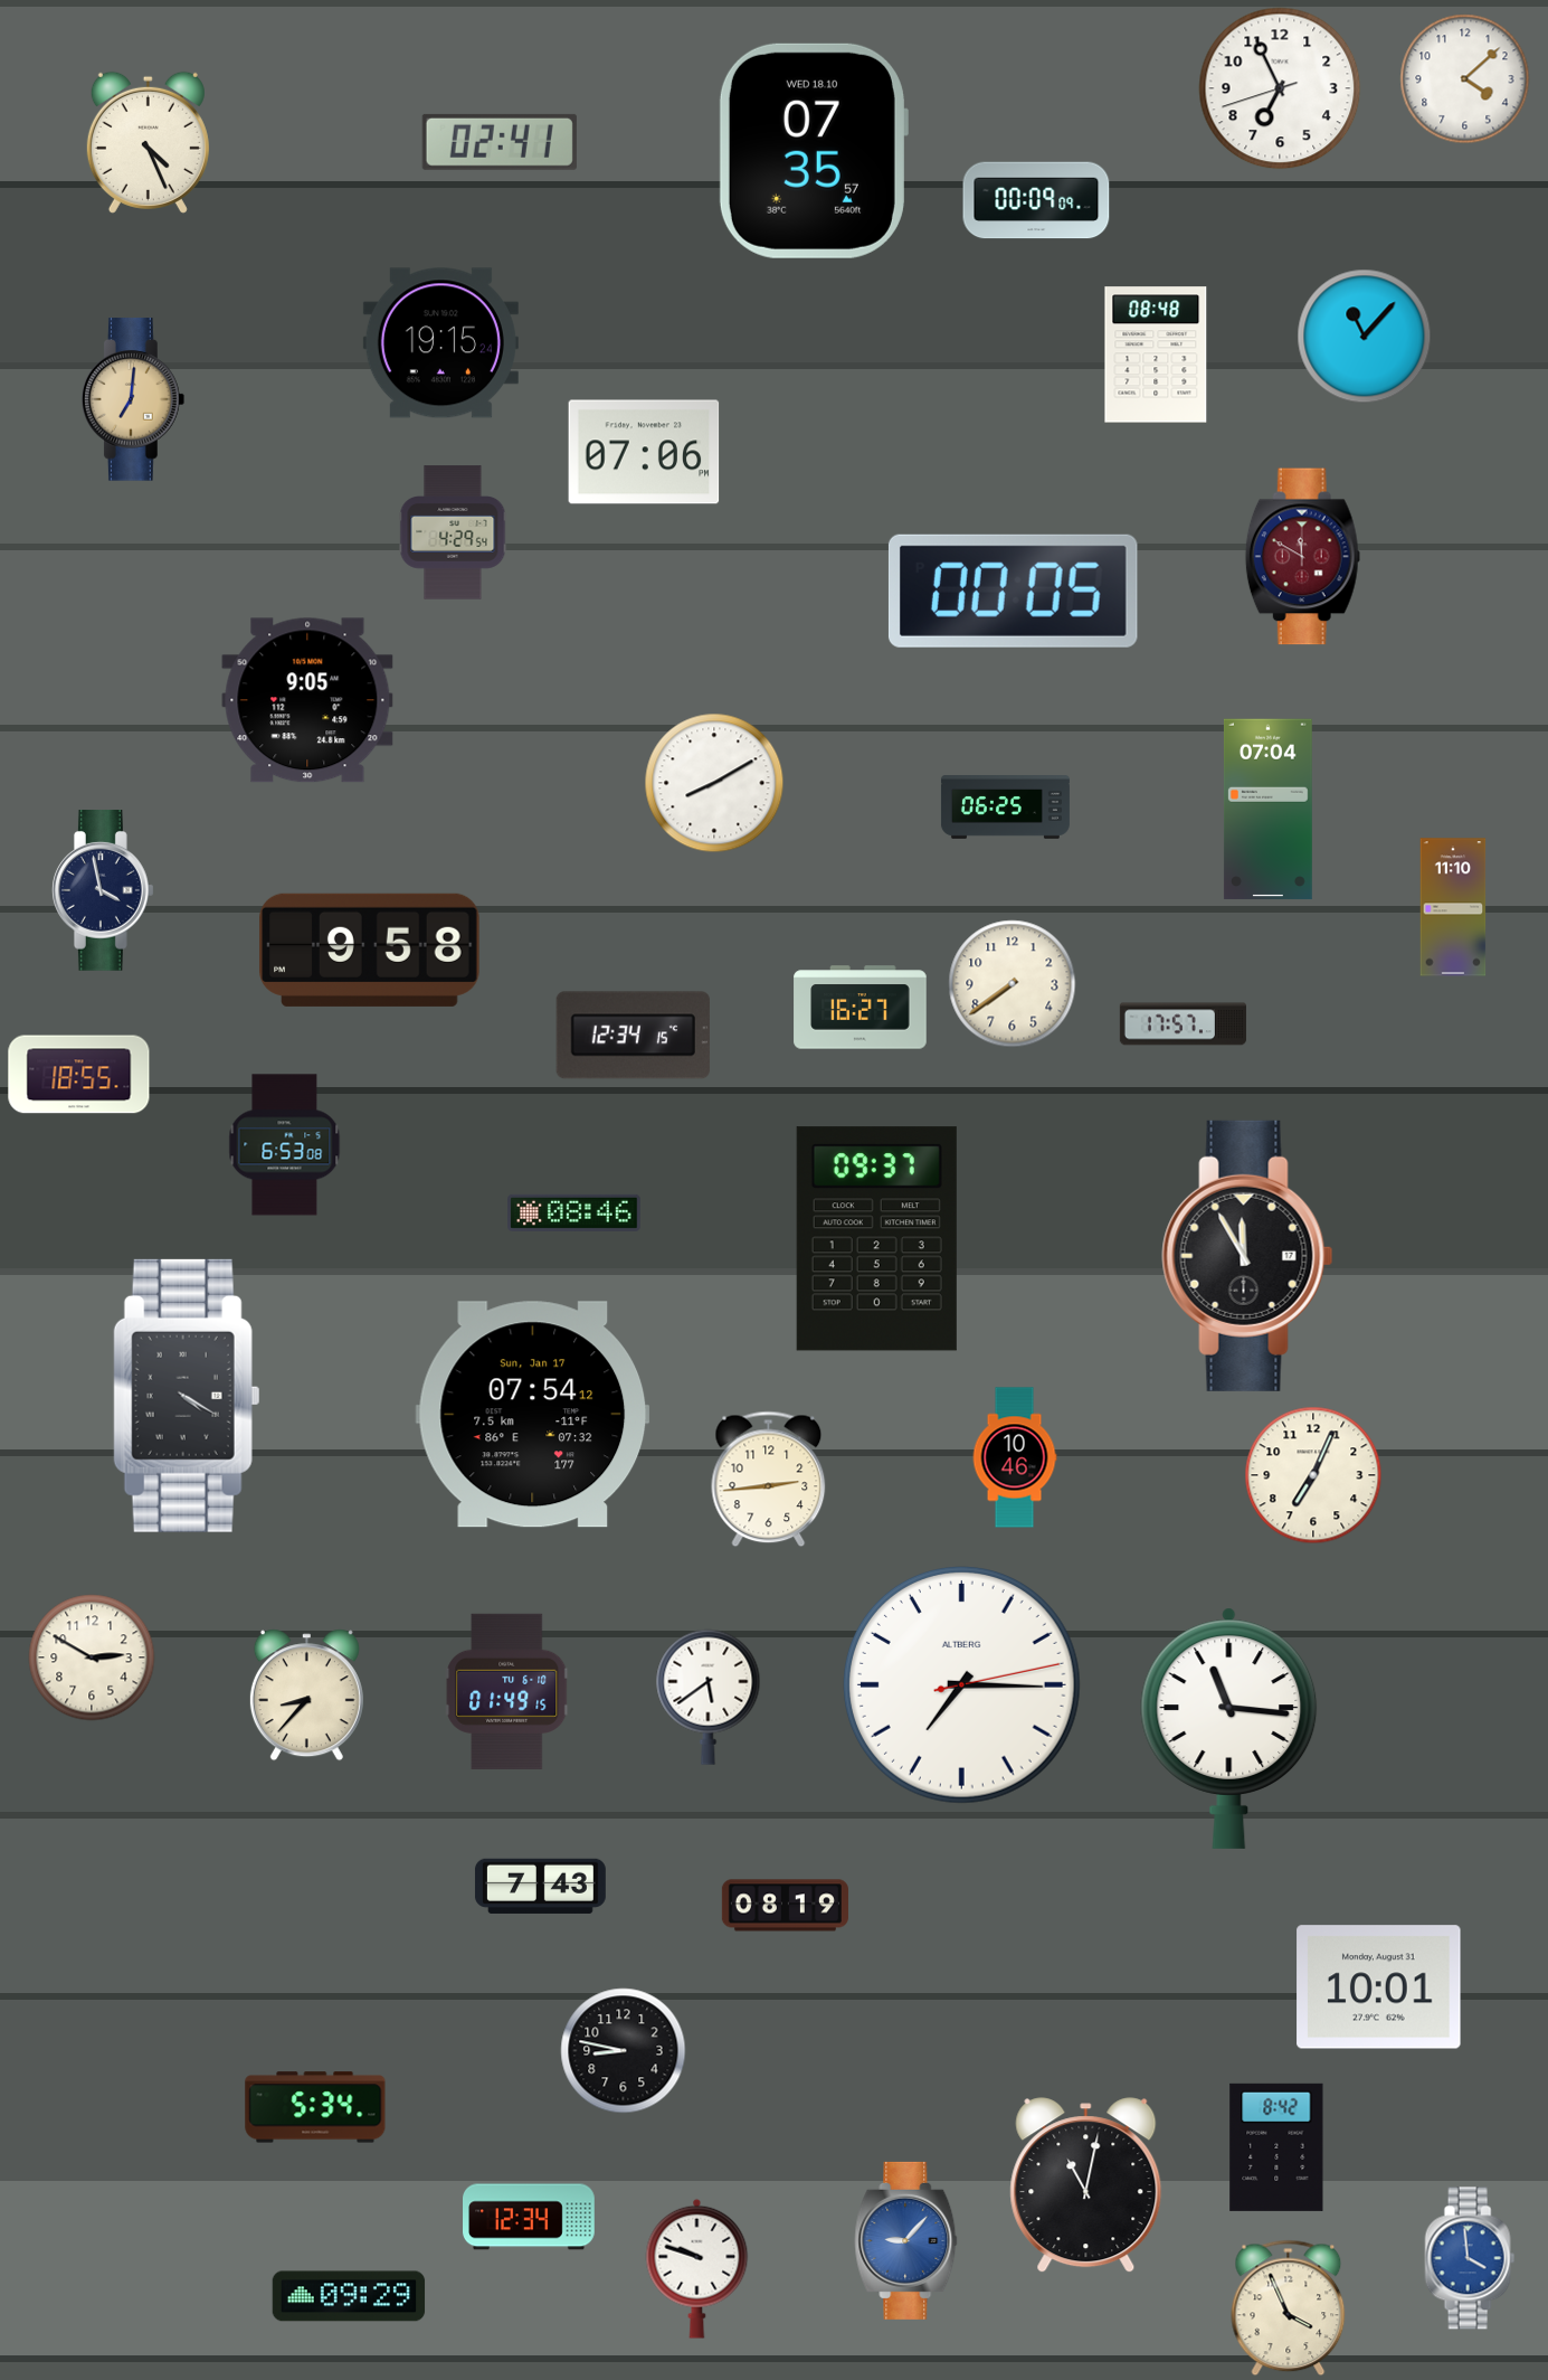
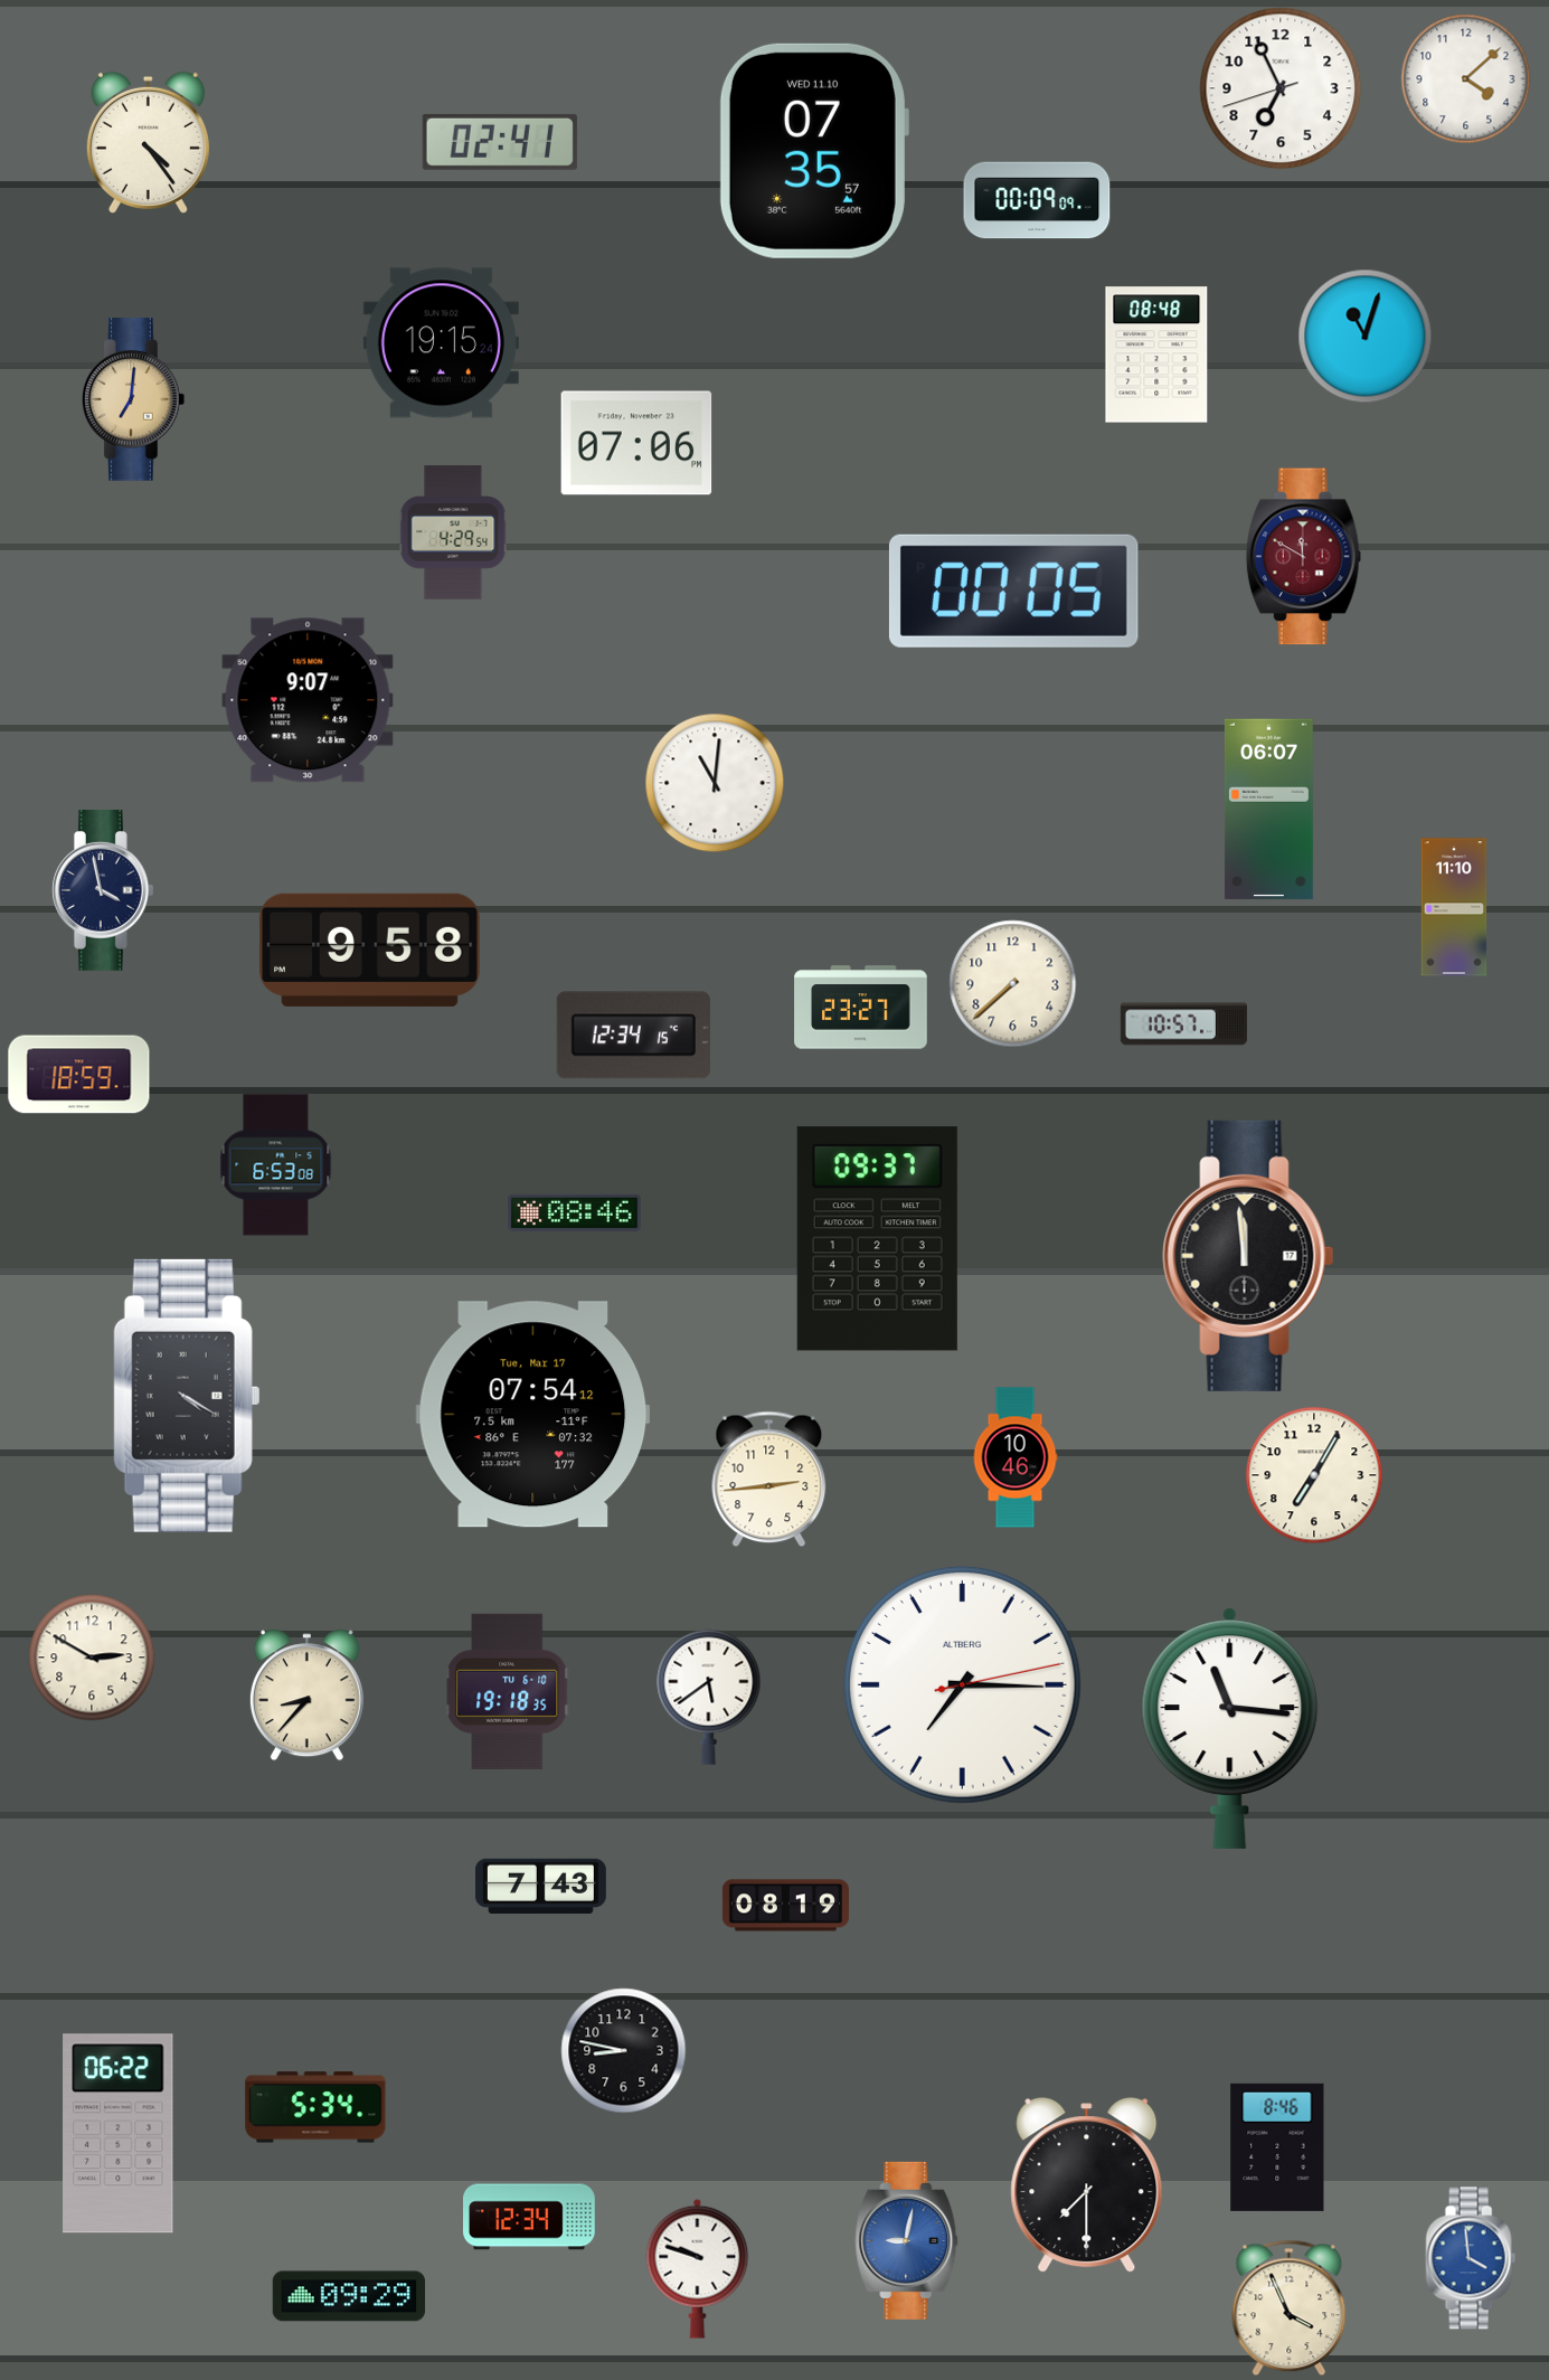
clock at (148, 142): 4:26 -> 4:24
clock at (813, 151) date: WED 18.10 -> WED 11.10
clock at (1365, 337): 11:07 -> 11:03
clock at (644, 452) position: (644, 452) -> (636, 443)
clock at (307, 700): 9:05 -> 9:07
clock at (714, 783): 8:10 -> 11:01
clock at (1005, 807): 06:25 -> none
clock at (1267, 810): 07:04 -> 06:07
clock at (1013, 984): 7:39 -> 7:38
clock at (861, 1008): 16:27 -> 23:27
clock at (1183, 1024): 17:57 -> 10:57
clock at (79, 1075): 18:55 -> 18:59
clock at (285, 1145) position: (285, 1145) -> (276, 1165)
clock at (1247, 1256): 11:55 -> 11:59
clock at (533, 1415) date: Sun, Jan 17 -> Tue, Mar 17
clock at (1313, 1475): 7:04 -> 7:05
clock at (507, 1691): 01:49 -> 19:18
clock at (1379, 1987): 10:01 -> none
clock at (119, 2134): none -> 06:22
clock at (1276, 2147): 8:42 -> 8:46
clock at (1086, 2185): 11:02 -> 7:30
clock at (906, 2240): 9:07 -> 9:02
